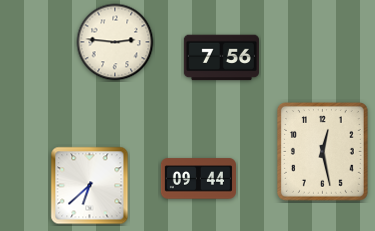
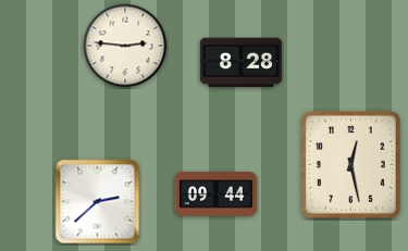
clock at (221, 58): 7:56 -> 8:28
clock at (90, 186): 6:38 -> 2:38
